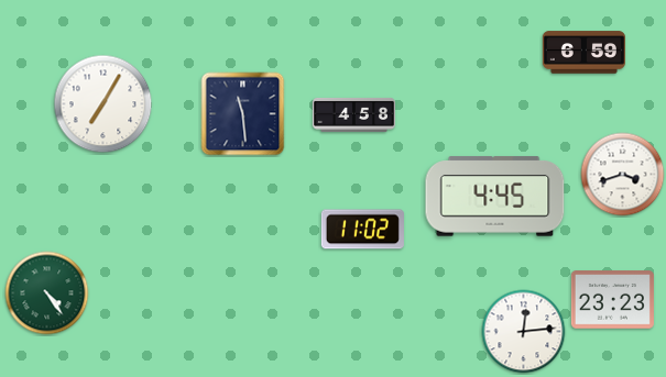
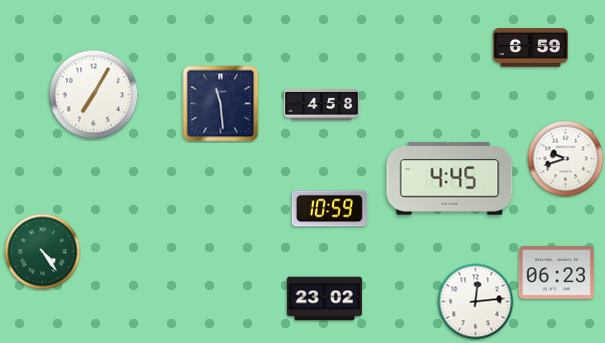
clock at (623, 175): 3:42 -> 9:42
clock at (362, 230): 11:02 -> 10:59
clock at (47, 293) position: (47, 293) -> (43, 252)
clock at (612, 300): 23:23 -> 06:23
clock at (324, 299): none -> 23:02
